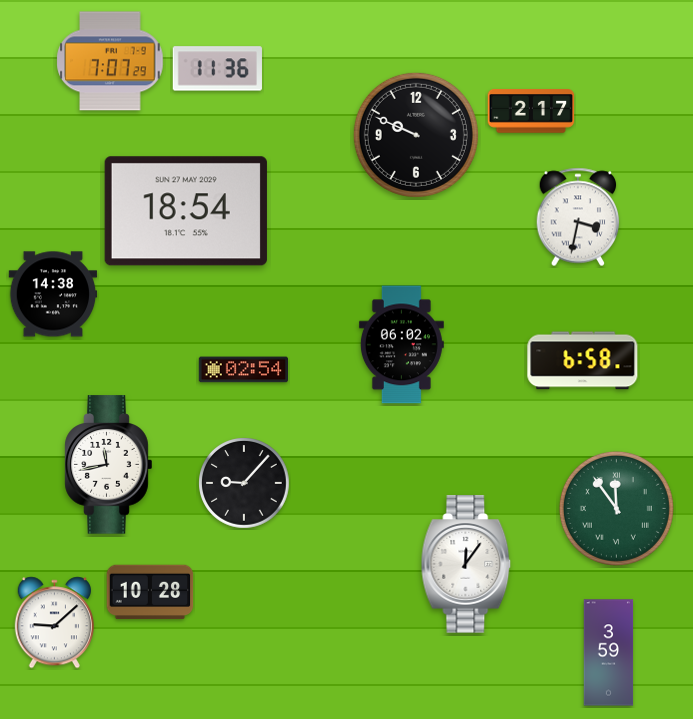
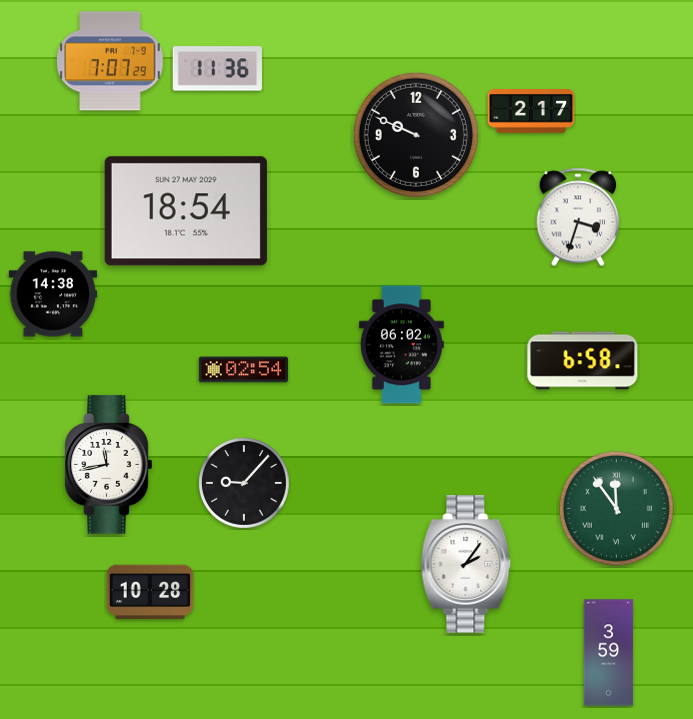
clock at (578, 217): 3:32 -> 3:33
clock at (466, 564): 12:06 -> 2:06
clock at (54, 623): 9:08 -> none
